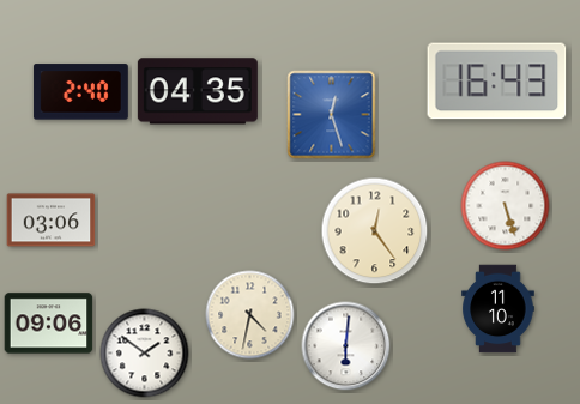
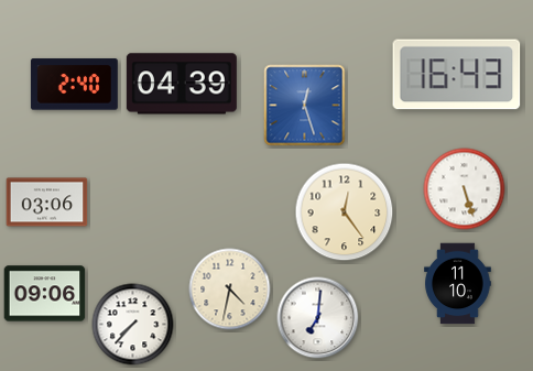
clock at (198, 91): 04:35 -> 04:39
clock at (49, 324) position: (49, 324) -> (45, 294)
clock at (346, 346): 6:01 -> 7:01
clock at (145, 354): 1:51 -> 7:37
